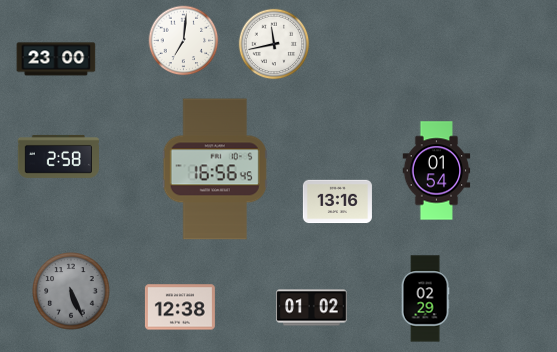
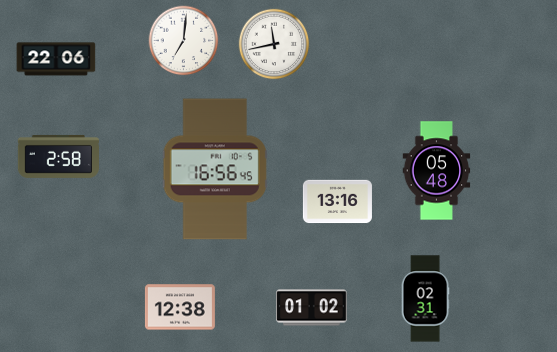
clock at (56, 59): 23:00 -> 22:06
clock at (437, 171): 01:54 -> 05:48
clock at (71, 291): 5:26 -> none
clock at (425, 299): 02:29 -> 02:31
